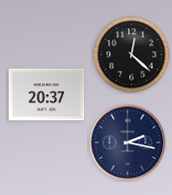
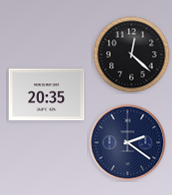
clock at (47, 95): 20:37 -> 20:35
clock at (128, 143): 2:17 -> 2:21
